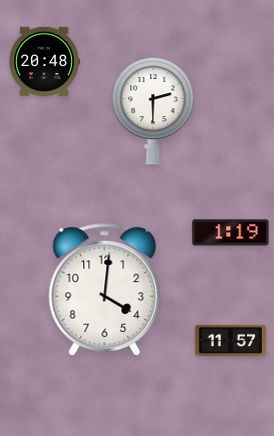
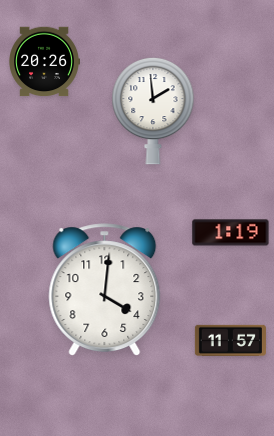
clock at (44, 62): 20:48 -> 20:26
clock at (153, 111): 2:30 -> 1:59
